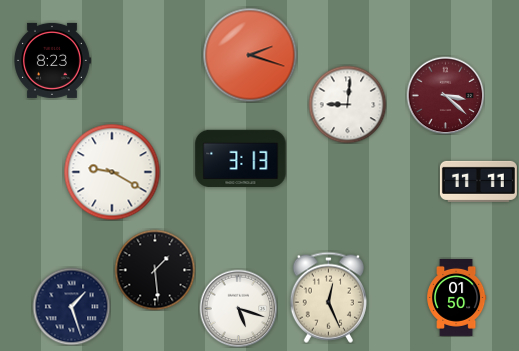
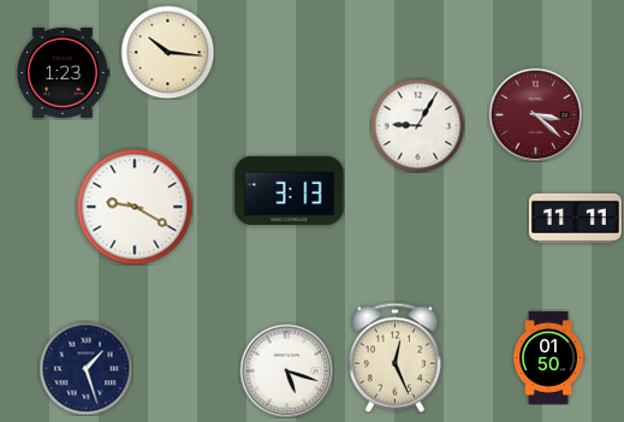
clock at (167, 52): none -> 10:16
clock at (250, 55): 2:18 -> none
clock at (52, 60): 8:23 -> 1:23
clock at (347, 104): 9:01 -> 9:05
clock at (155, 270): 1:29 -> none
